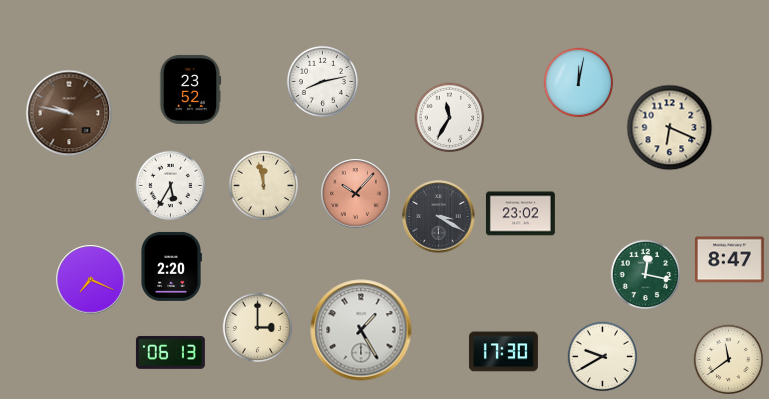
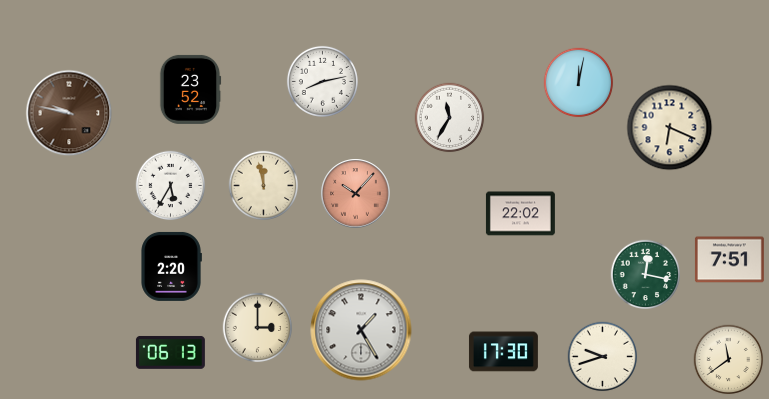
clock at (520, 214): 23:02 -> 22:02
clock at (439, 217): 3:20 -> none
clock at (729, 260): 8:47 -> 7:51
clock at (91, 280): 7:19 -> none
clock at (603, 357): 9:40 -> 9:42
